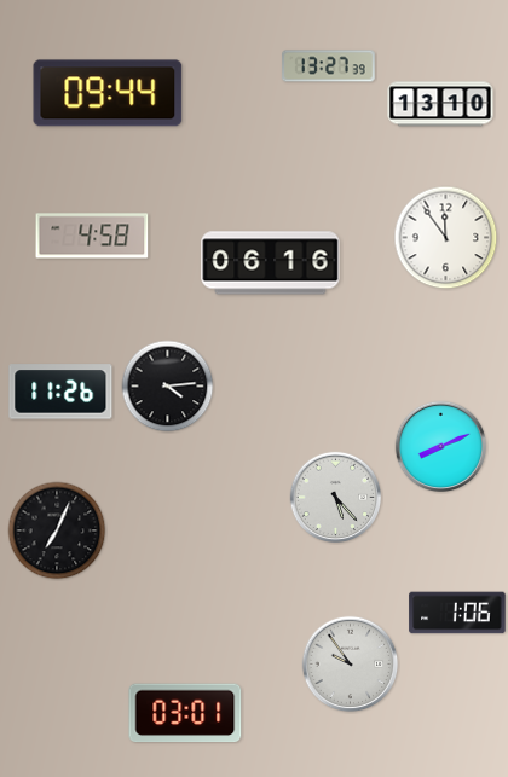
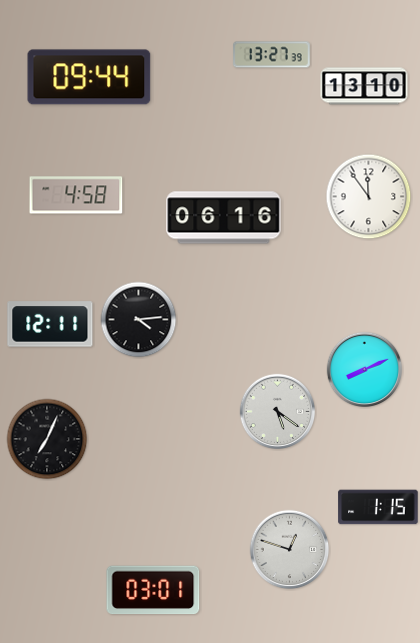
clock at (60, 392): 11:26 -> 12:11
clock at (336, 498): 5:23 -> 5:21
clock at (457, 613): 1:06 -> 1:15
clock at (351, 665): 9:54 -> 12:48
